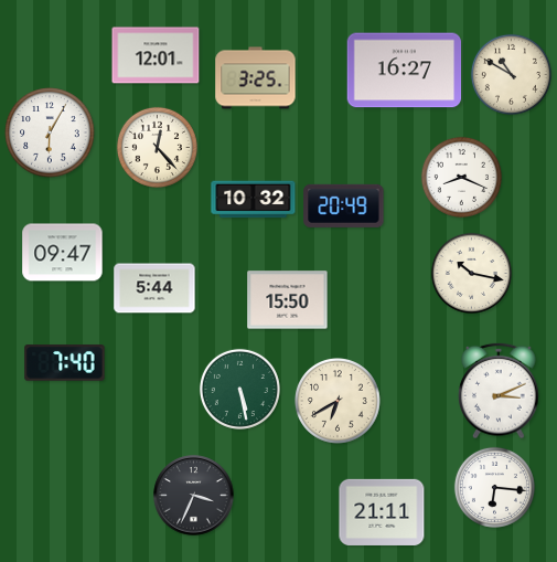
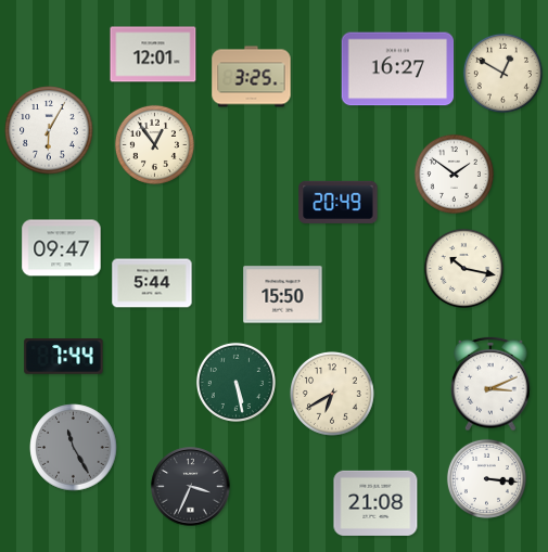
clock at (511, 74): 10:50 -> 12:50
clock at (157, 147): 12:23 -> 12:54
clock at (461, 177): 8:19 -> 1:51
clock at (254, 200): 10:32 -> none
clock at (65, 363): 7:40 -> 7:44
clock at (74, 448): none -> 11:25
clock at (494, 487): 6:16 -> 3:16
clock at (382, 512): 21:11 -> 21:08
